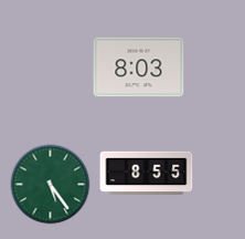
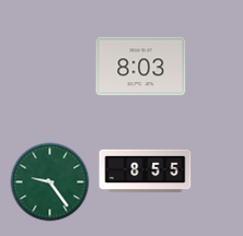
clock at (139, 67) position: (139, 67) -> (141, 67)
clock at (51, 185): 5:24 -> 9:24
